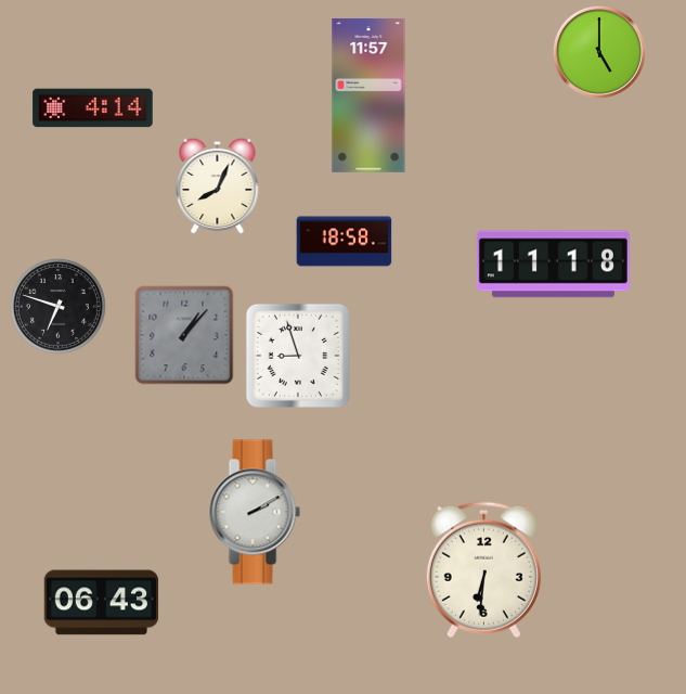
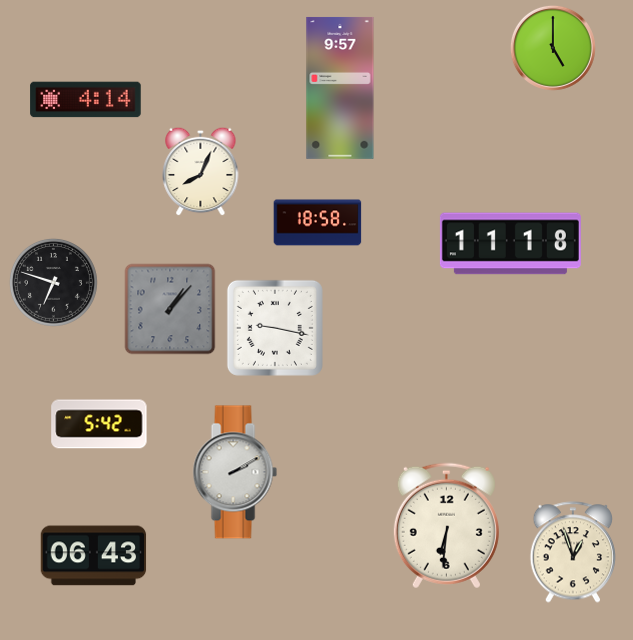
clock at (368, 95): 11:57 -> 9:57
clock at (298, 356): 8:57 -> 9:17
clock at (99, 424): none -> 5:42
clock at (572, 552): none -> 12:57
